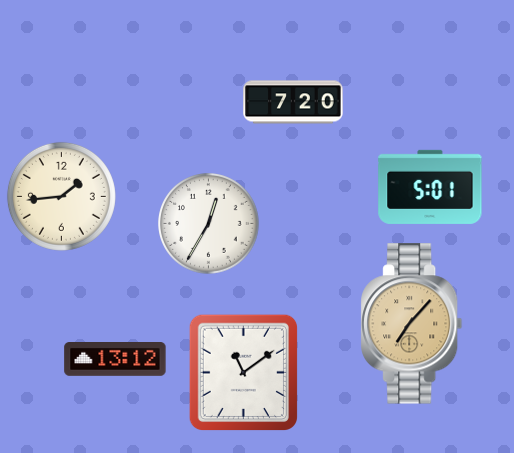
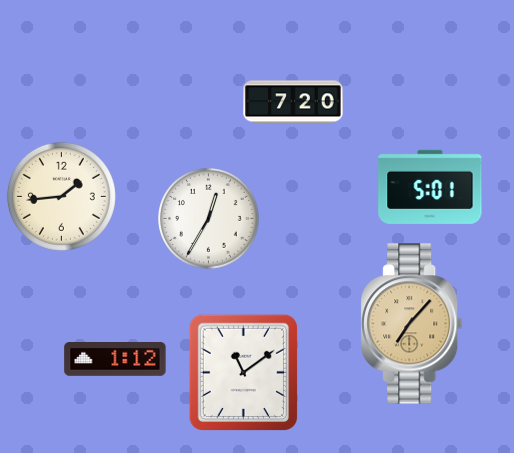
clock at (209, 224) position: (209, 224) -> (209, 219)
clock at (115, 360): 13:12 -> 1:12
